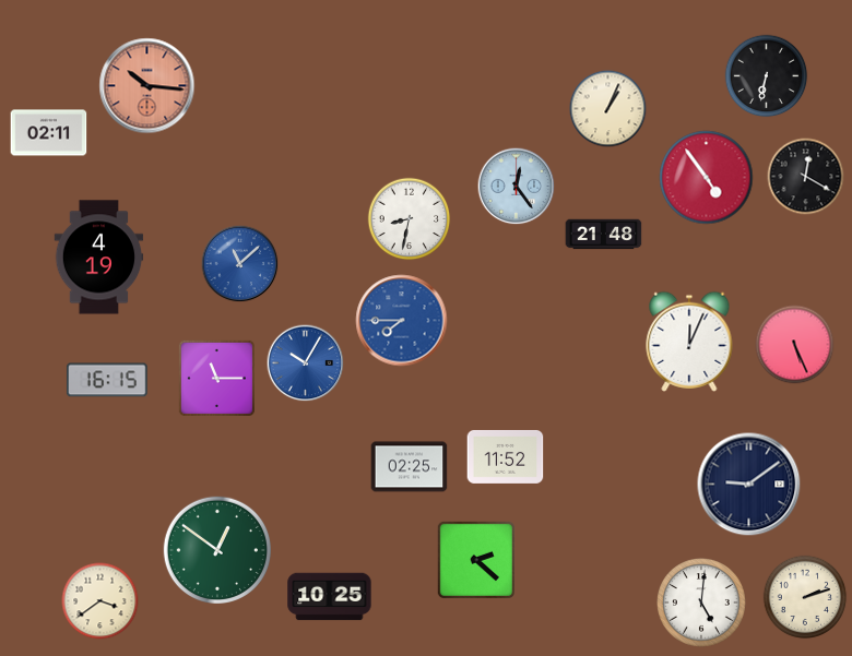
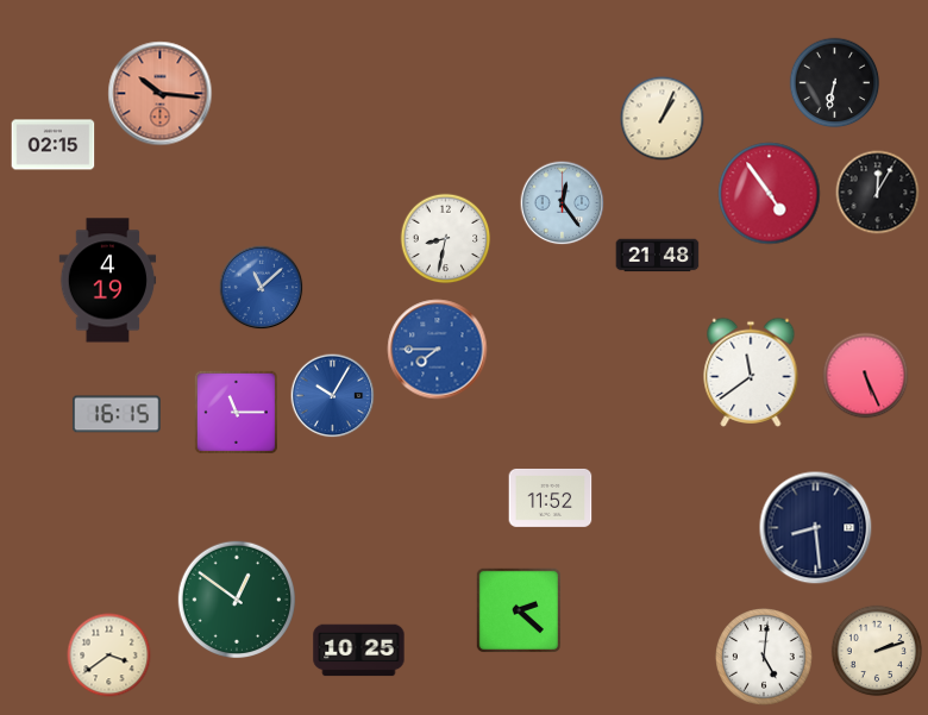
clock at (49, 133): 02:11 -> 02:15
clock at (806, 177): 12:20 -> 12:05
clock at (689, 342): 12:04 -> 11:39
clock at (410, 467): 02:25 -> none
clock at (749, 485): 9:09 -> 8:29
